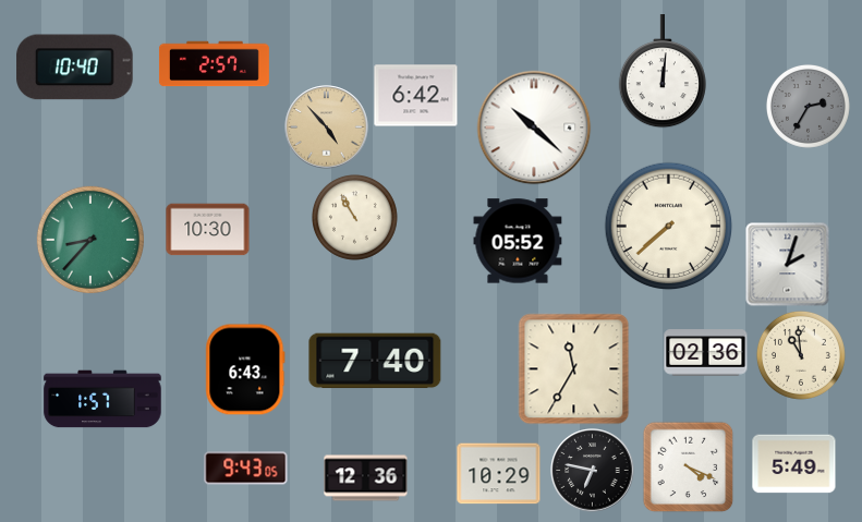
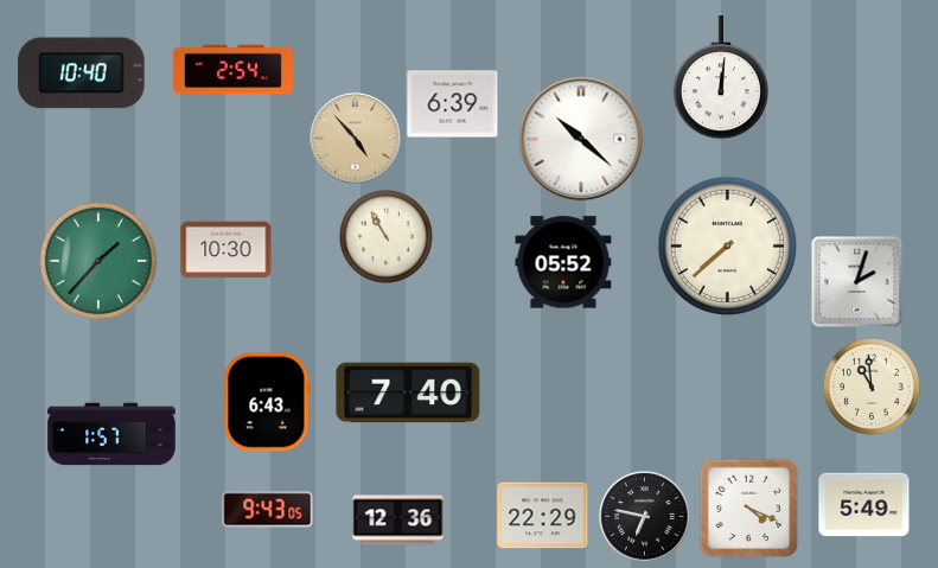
clock at (214, 64): 2:57 -> 2:54
clock at (416, 96): 6:42 -> 6:39
clock at (808, 106): 2:35 -> none
clock at (90, 240): 8:37 -> 1:37
clock at (788, 265) position: (788, 265) -> (857, 282)
clock at (706, 353): 02:36 -> none
clock at (574, 369): 11:35 -> none
clock at (593, 471) position: (593, 471) -> (645, 517)
clock at (499, 474): 10:29 -> 22:29
